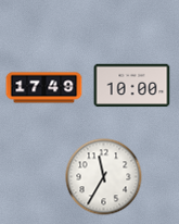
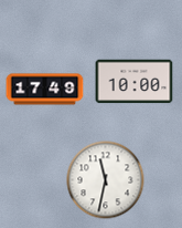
clock at (132, 86) position: (132, 86) -> (135, 82)
clock at (104, 177): 11:35 -> 11:32
